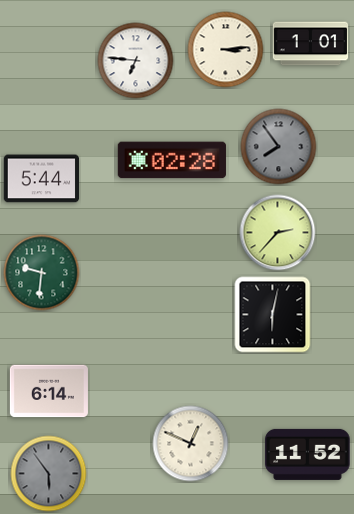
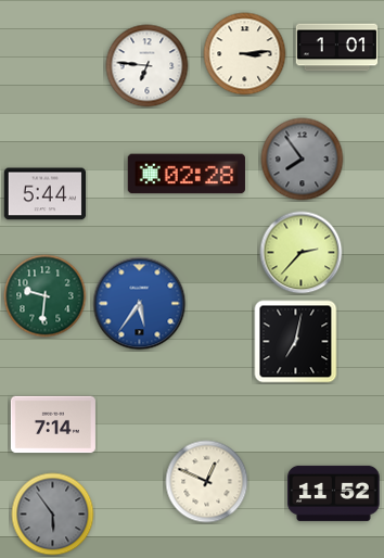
clock at (140, 304): none -> 5:36
clock at (273, 315): 6:02 -> 7:02
clock at (49, 391): 6:14 -> 7:14
